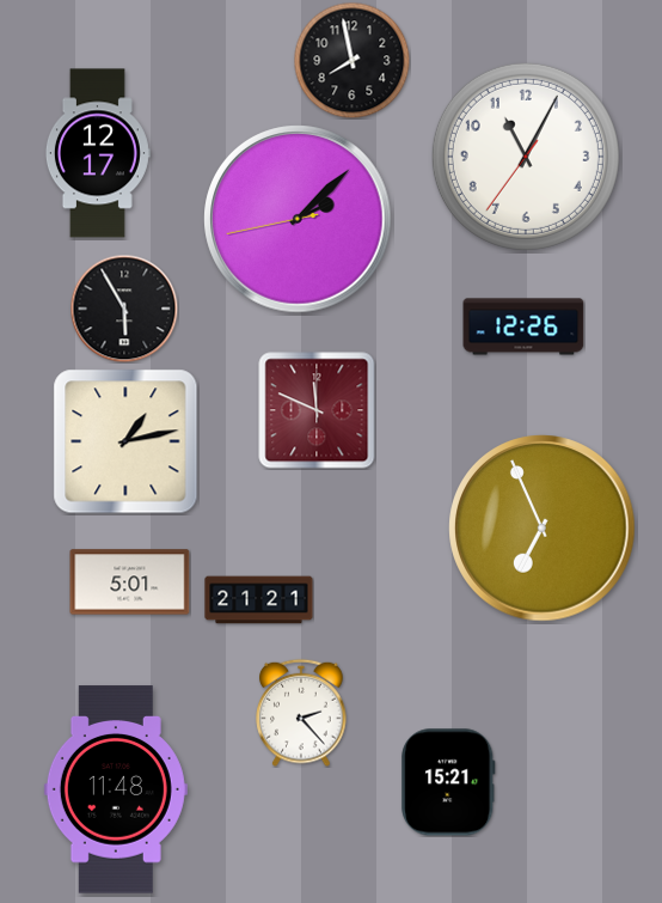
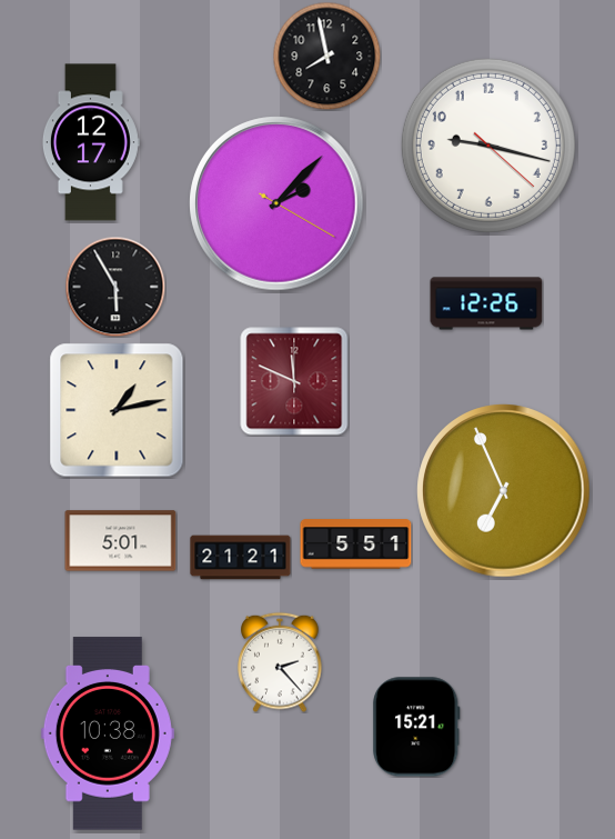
clock at (526, 157): 11:04 -> 9:17
clock at (298, 219): 2:07:43 -> 2:07:20
clock at (356, 545): none -> 5:51
clock at (116, 789): 11:48 -> 10:38
